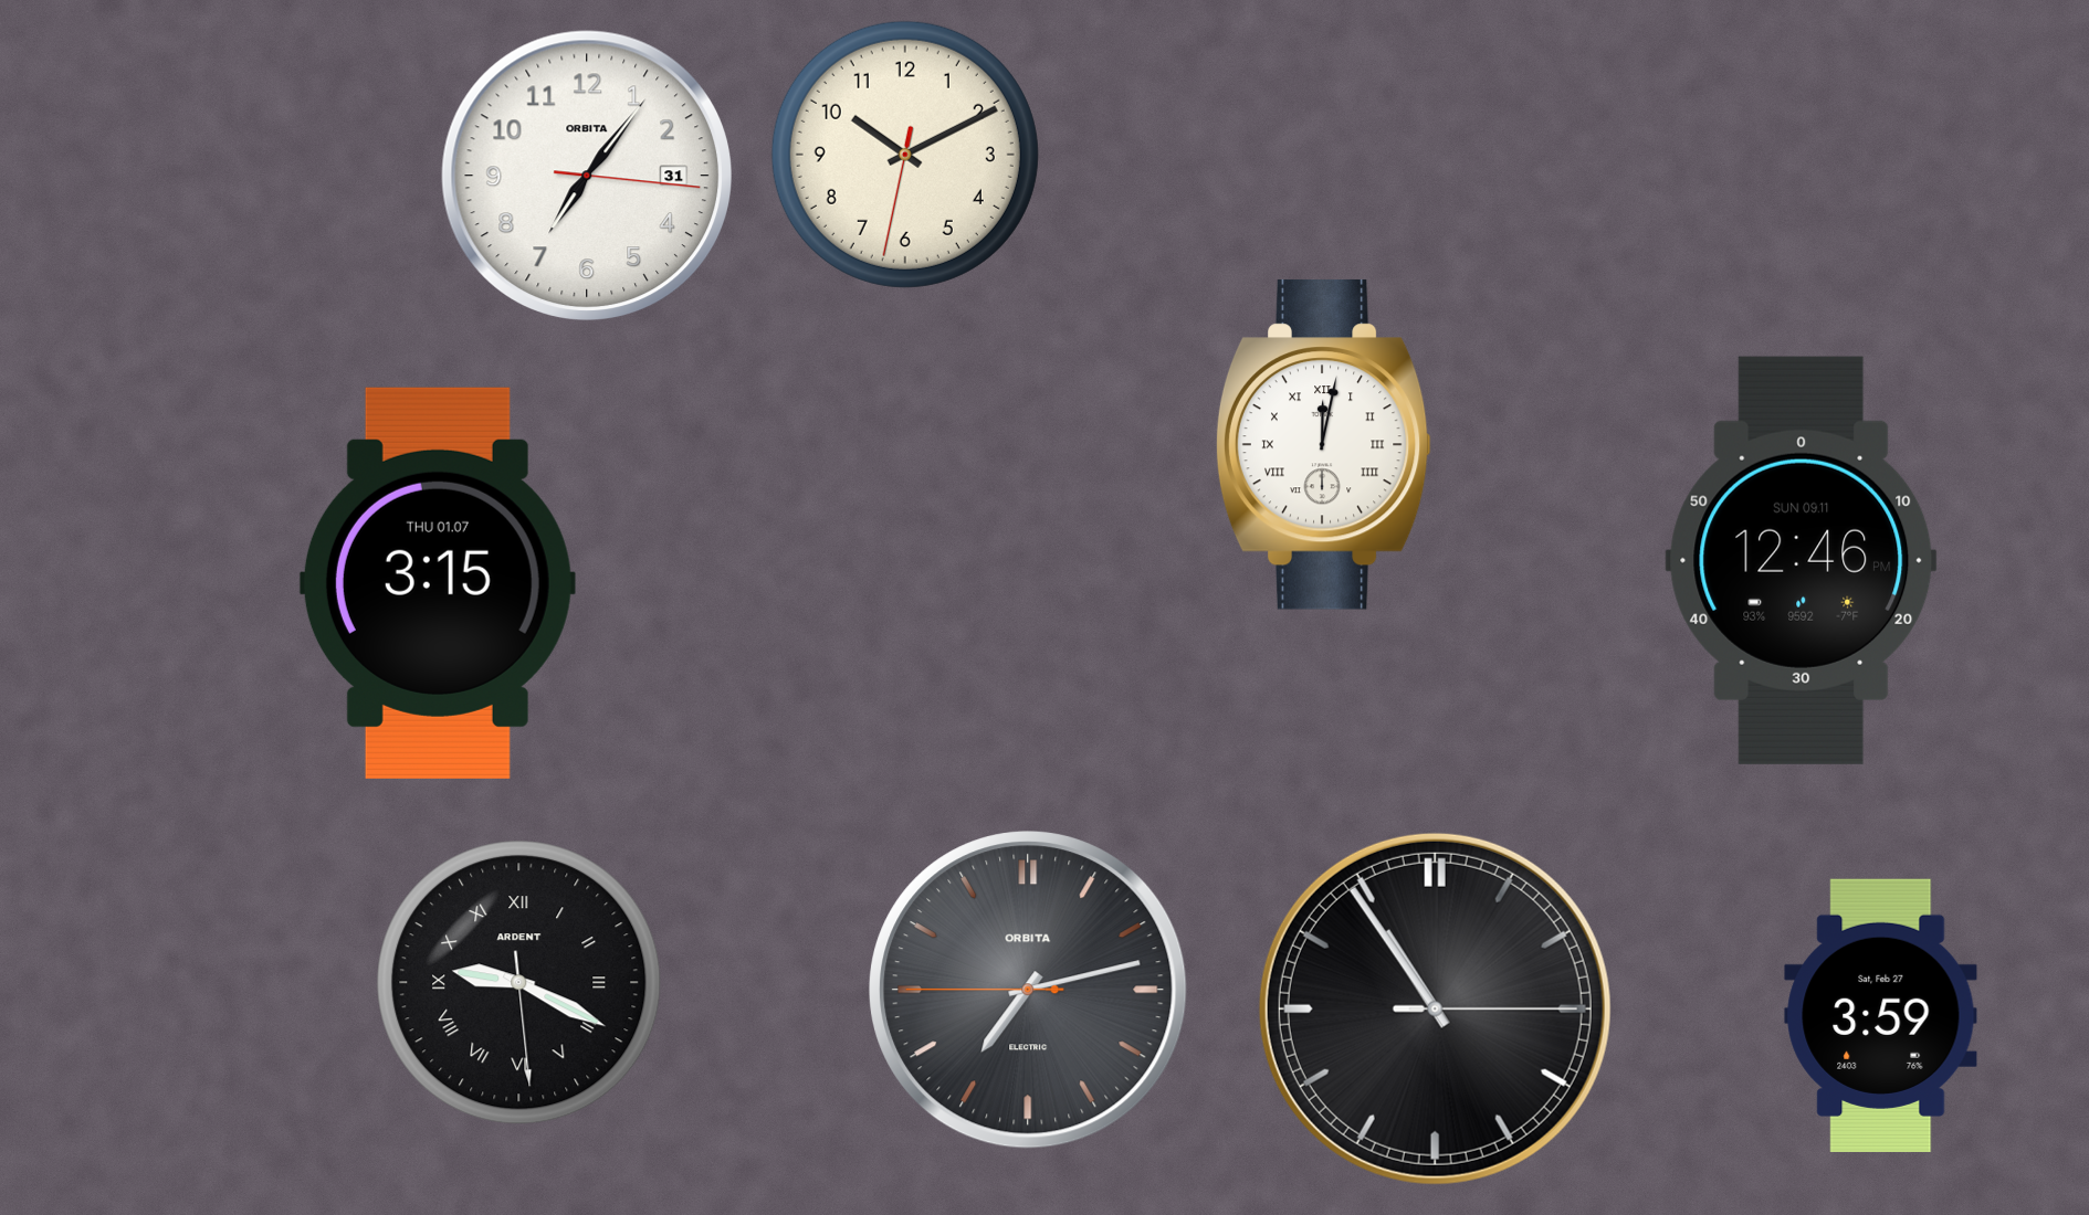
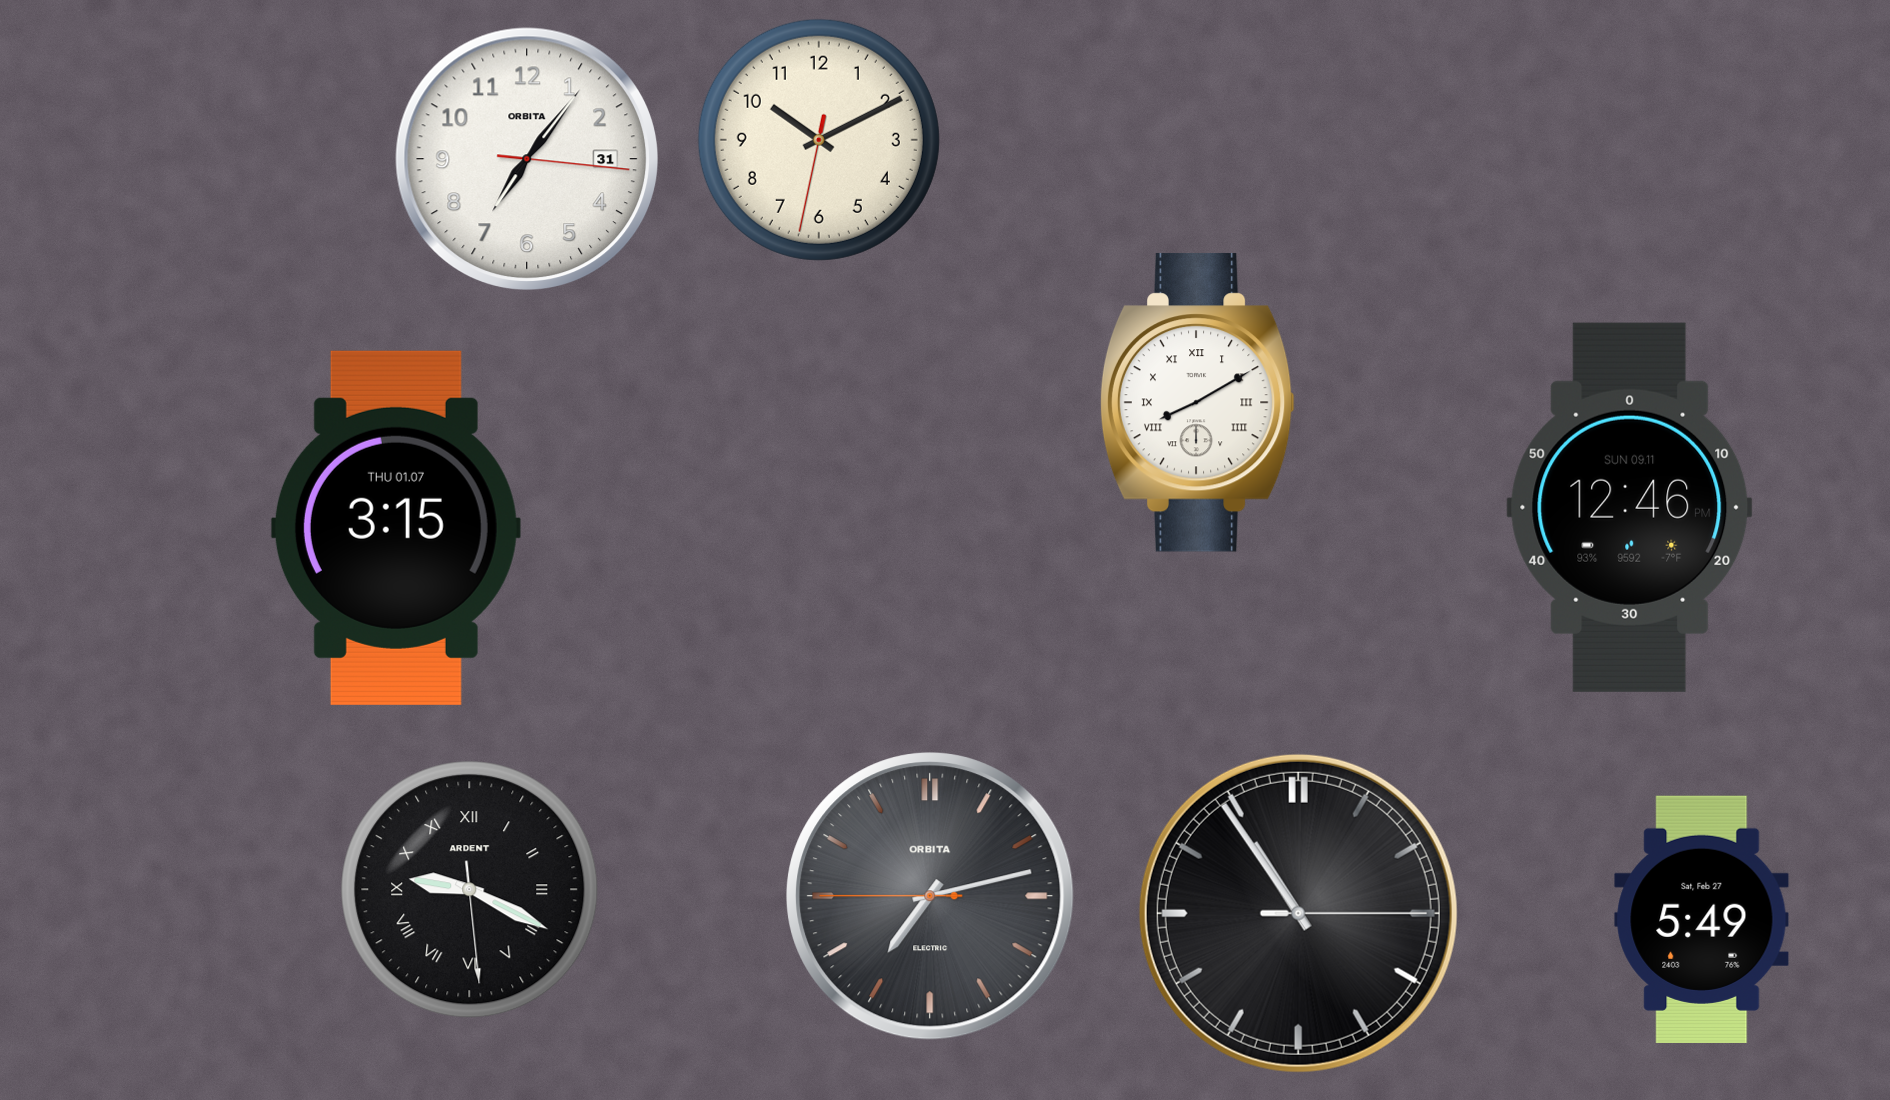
clock at (586, 175) position: (586, 175) -> (526, 158)
clock at (1323, 444): 12:02 -> 8:10
clock at (1881, 1015): 3:59 -> 5:49
